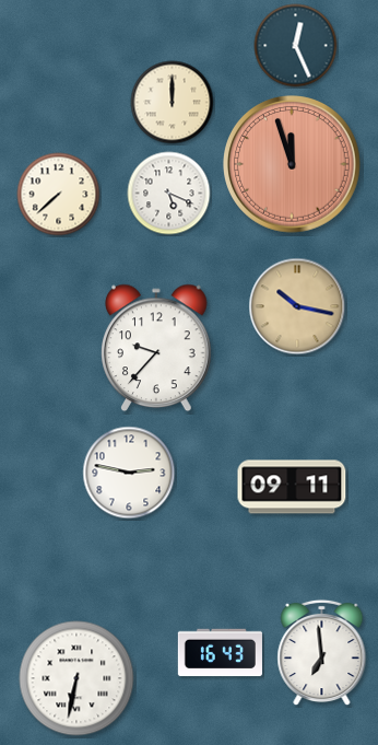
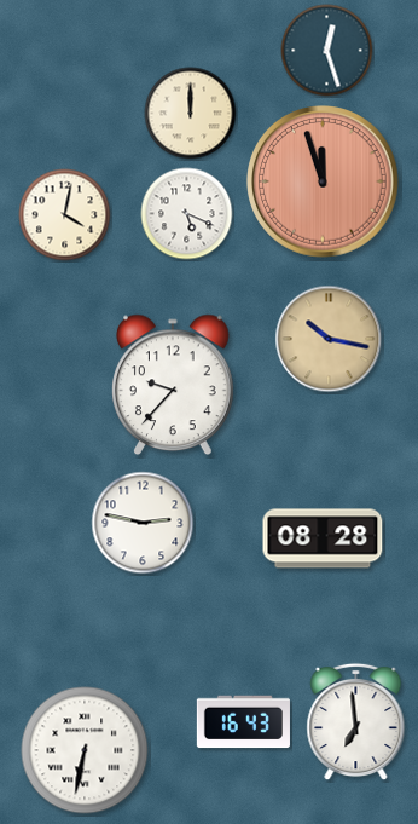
clock at (296, 46): 12:26 -> 12:27
clock at (59, 195): 7:38 -> 4:02
clock at (292, 487): 09:11 -> 08:28
